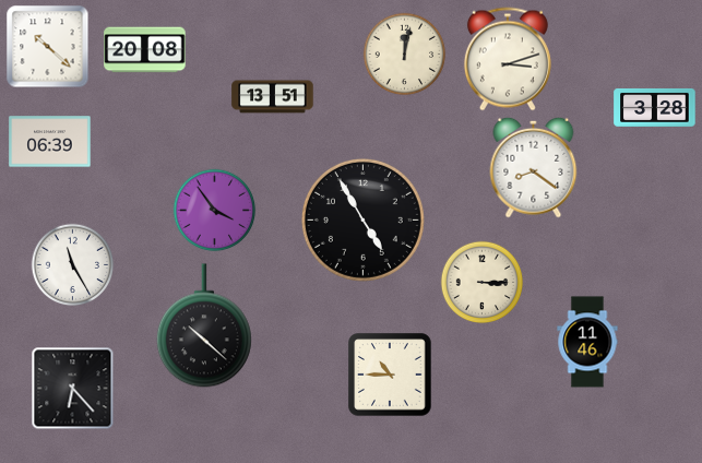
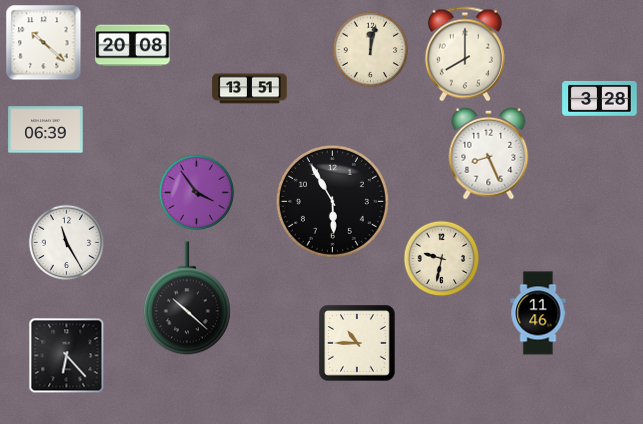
clock at (508, 59): 3:12 -> 8:00
clock at (534, 167): 8:21 -> 8:26
clock at (362, 219): 4:55 -> 5:55
clock at (483, 283): 3:15 -> 9:32
